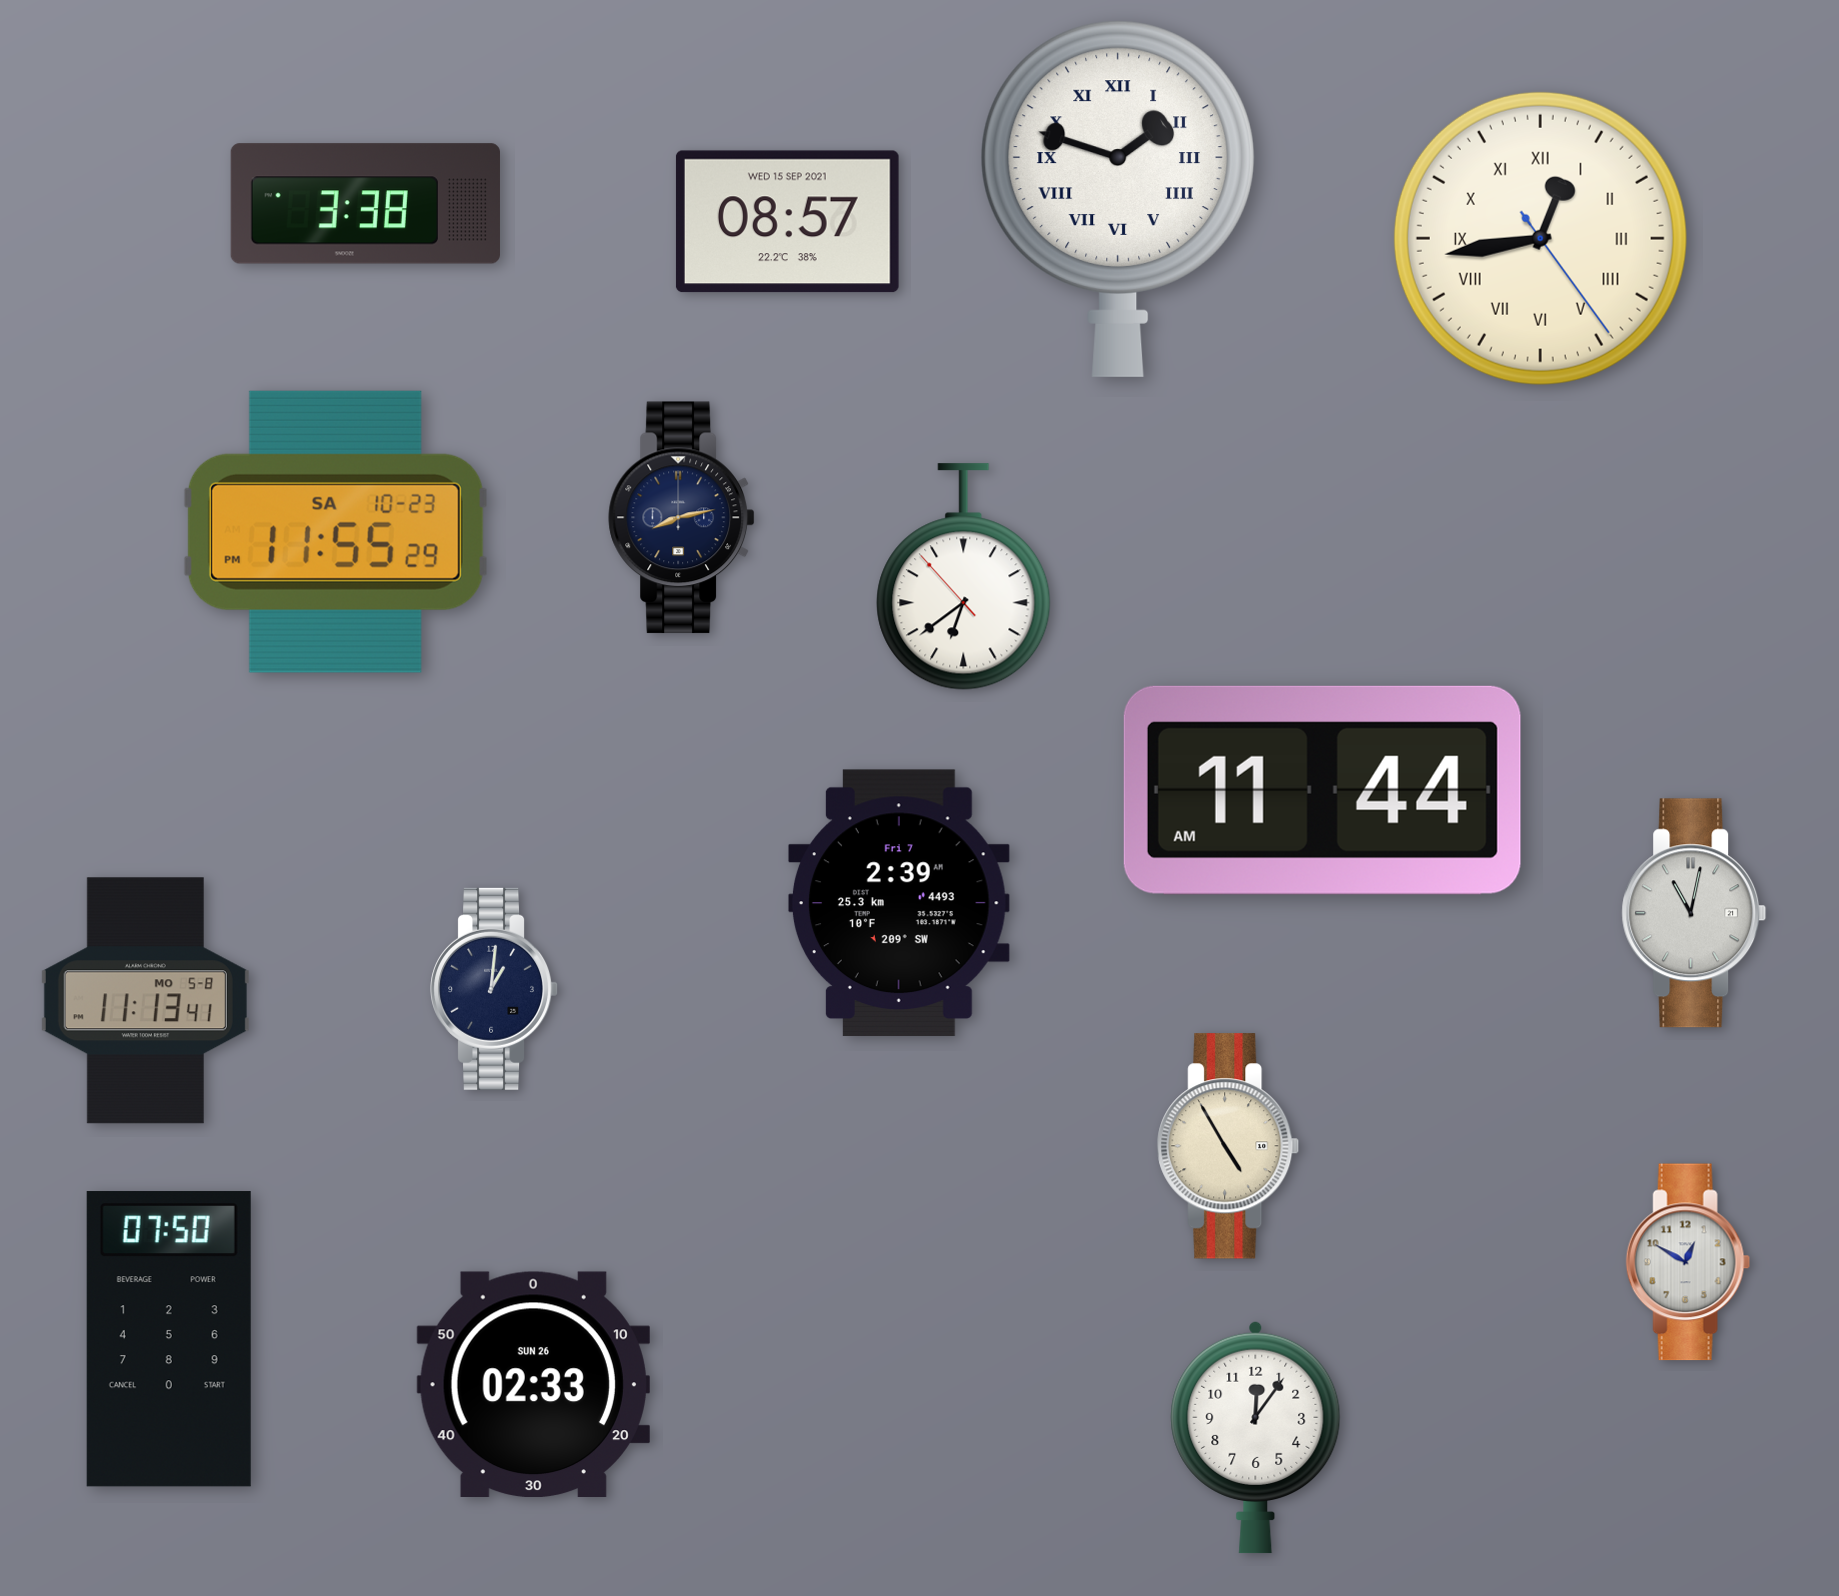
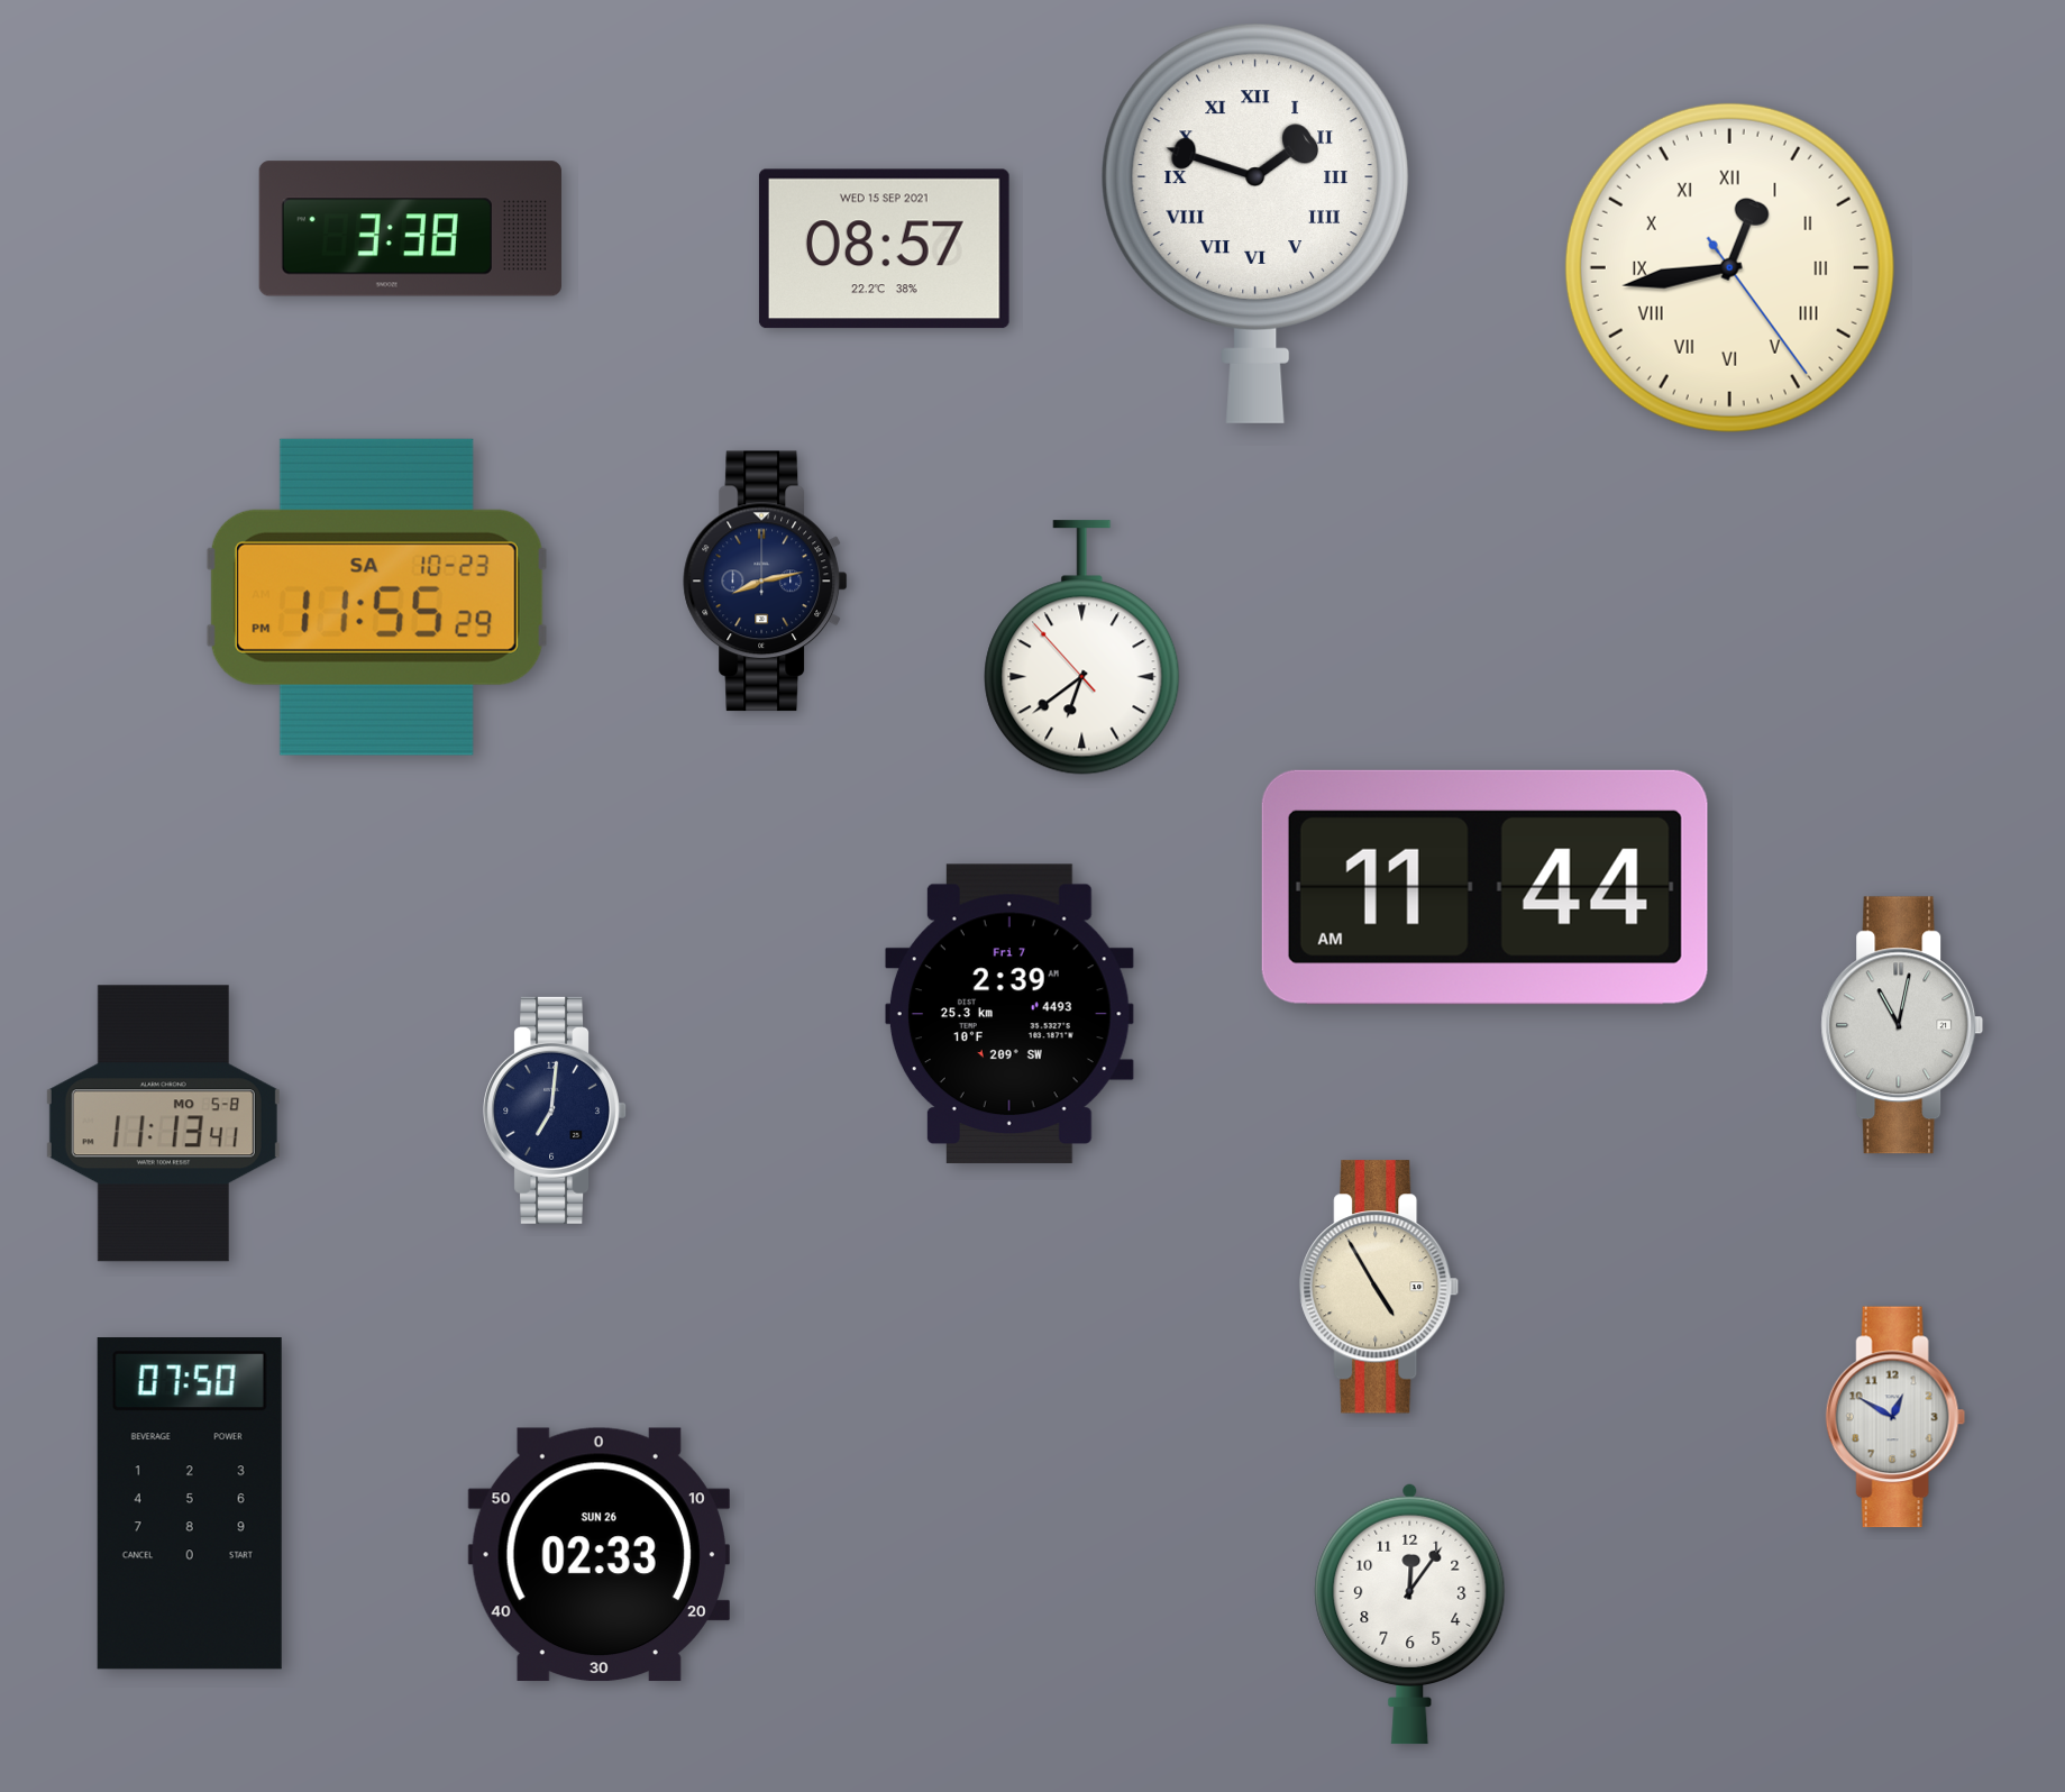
clock at (495, 989): 1:01 -> 7:01
